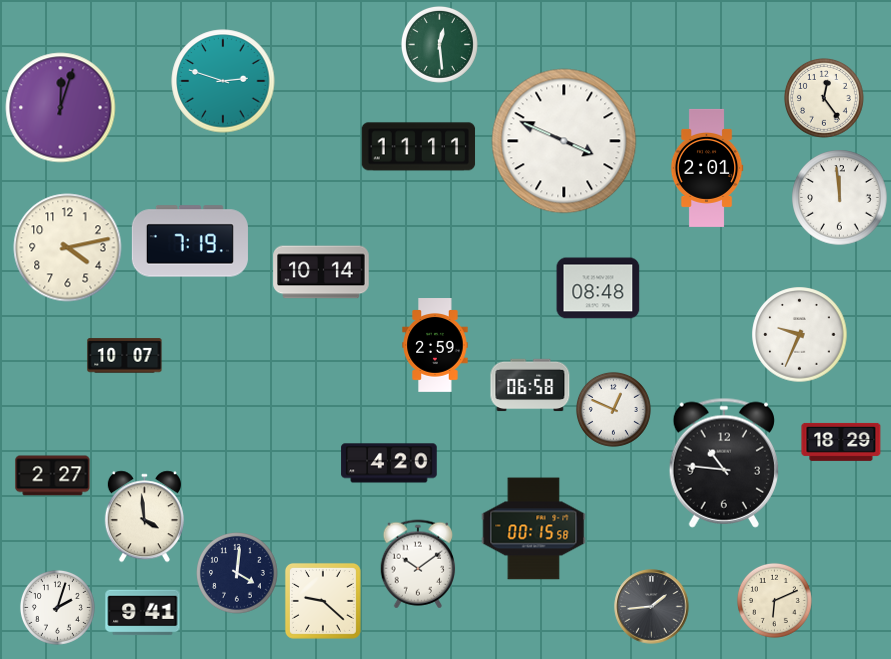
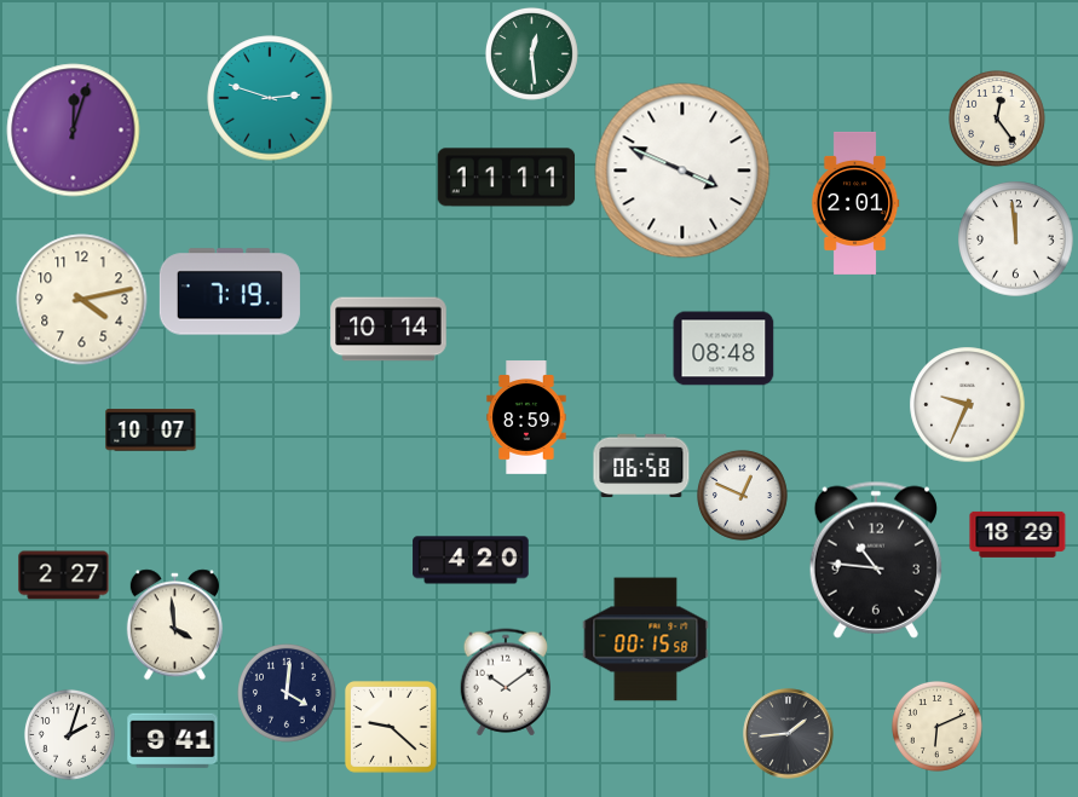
clock at (435, 345): 2:59 -> 8:59
